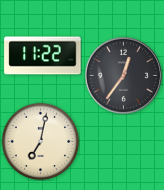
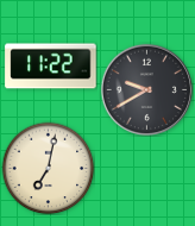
clock at (123, 75): 12:36 -> 9:40
